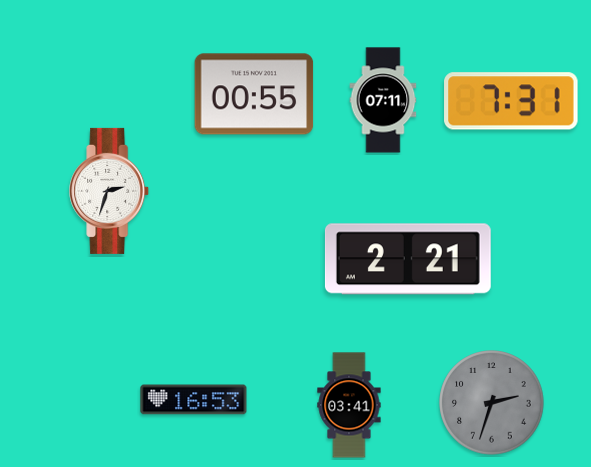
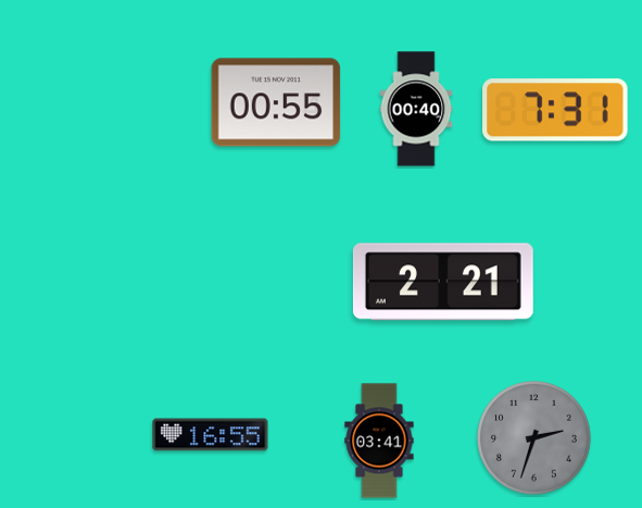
clock at (383, 100): 07:11 -> 00:40
clock at (110, 191): 2:33 -> none
clock at (194, 400): 16:53 -> 16:55
